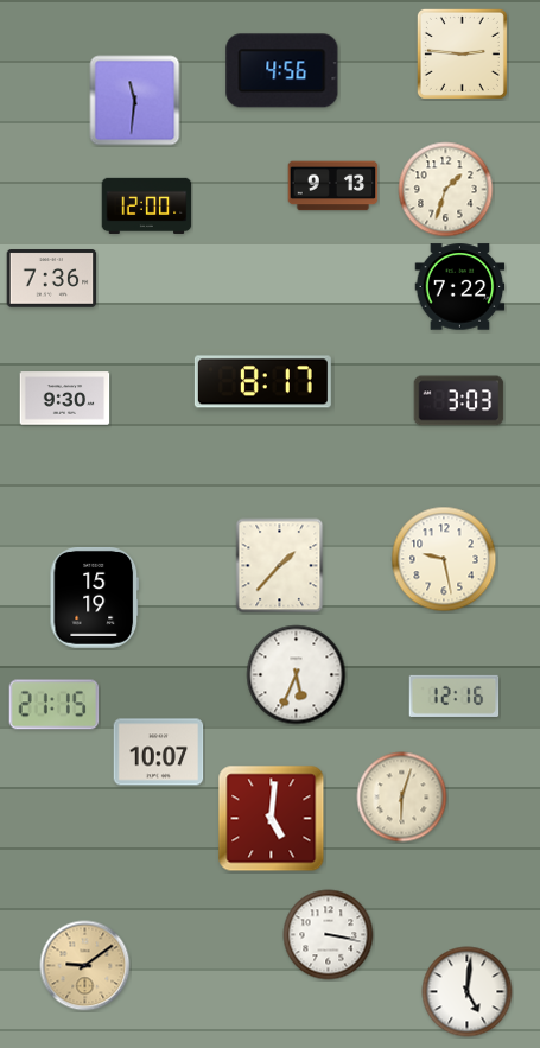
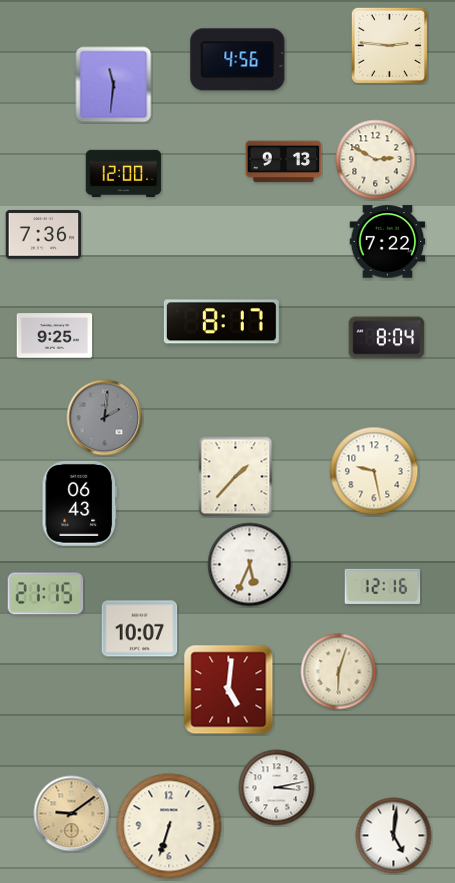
clock at (333, 186) position: (333, 186) -> (284, 162)
clock at (446, 190): 1:33 -> 2:50
clock at (65, 399): 9:30 -> 9:25
clock at (459, 401): 3:03 -> 8:04
clock at (105, 418): none -> 2:01
clock at (94, 598): 15:19 -> 06:43
clock at (297, 675) position: (297, 675) -> (250, 565)
clock at (159, 752) position: (159, 752) -> (140, 629)
clock at (329, 935): 3:17 -> 3:13
clock at (169, 826): none -> 6:33
